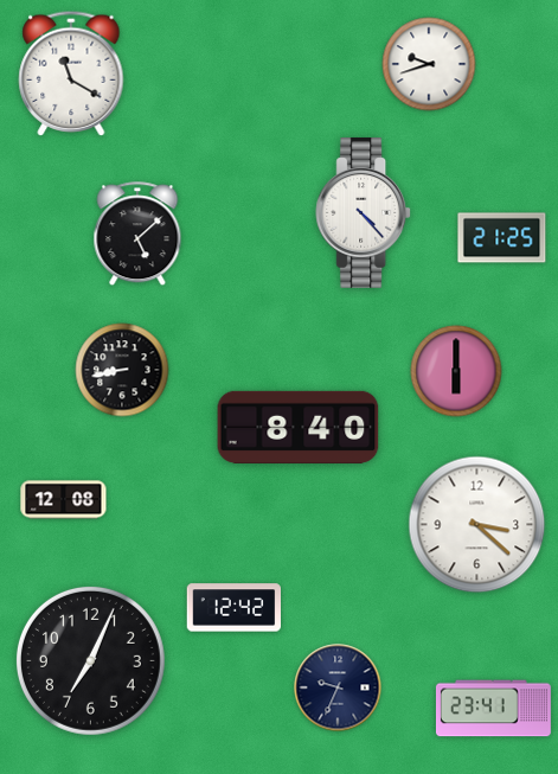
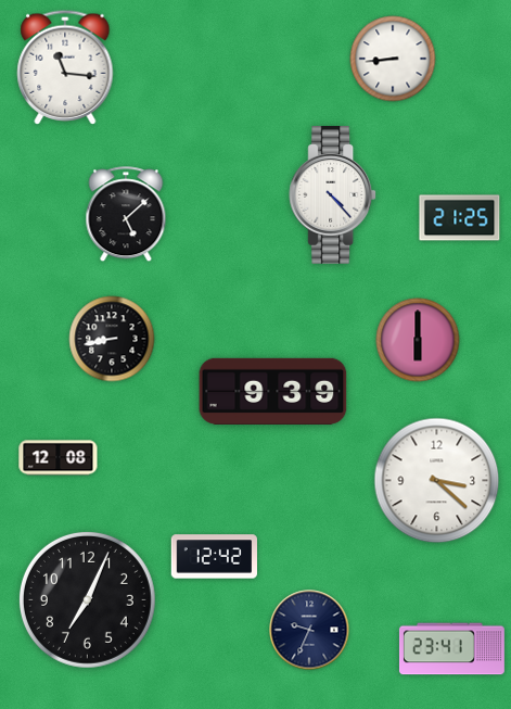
clock at (429, 64): 9:42 -> 8:44
clock at (71, 73): 11:20 -> 11:16
clock at (299, 427): 8:40 -> 9:39
clock at (90, 660) position: (90, 660) -> (87, 599)
